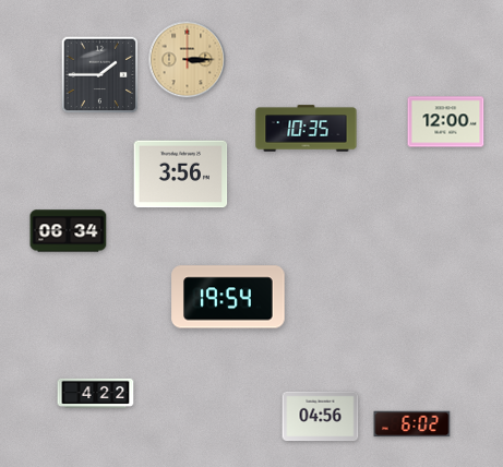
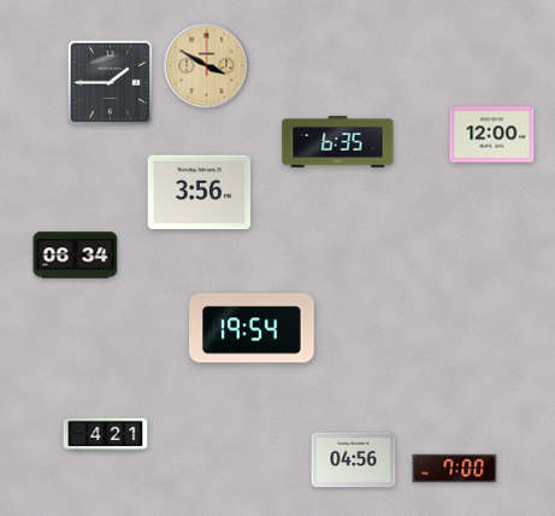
clock at (188, 60): 3:15 -> 3:50
clock at (307, 129): 10:35 -> 6:35
clock at (96, 393): 4:22 -> 4:21
clock at (412, 424): 6:02 -> 7:00
